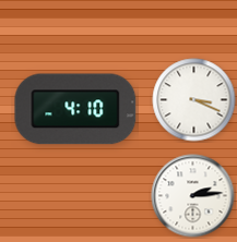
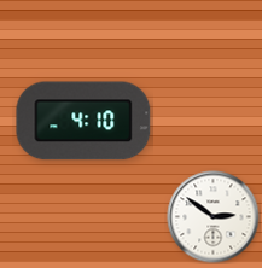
clock at (194, 100): 3:19 -> none
clock at (193, 196): 2:14 -> 2:51
